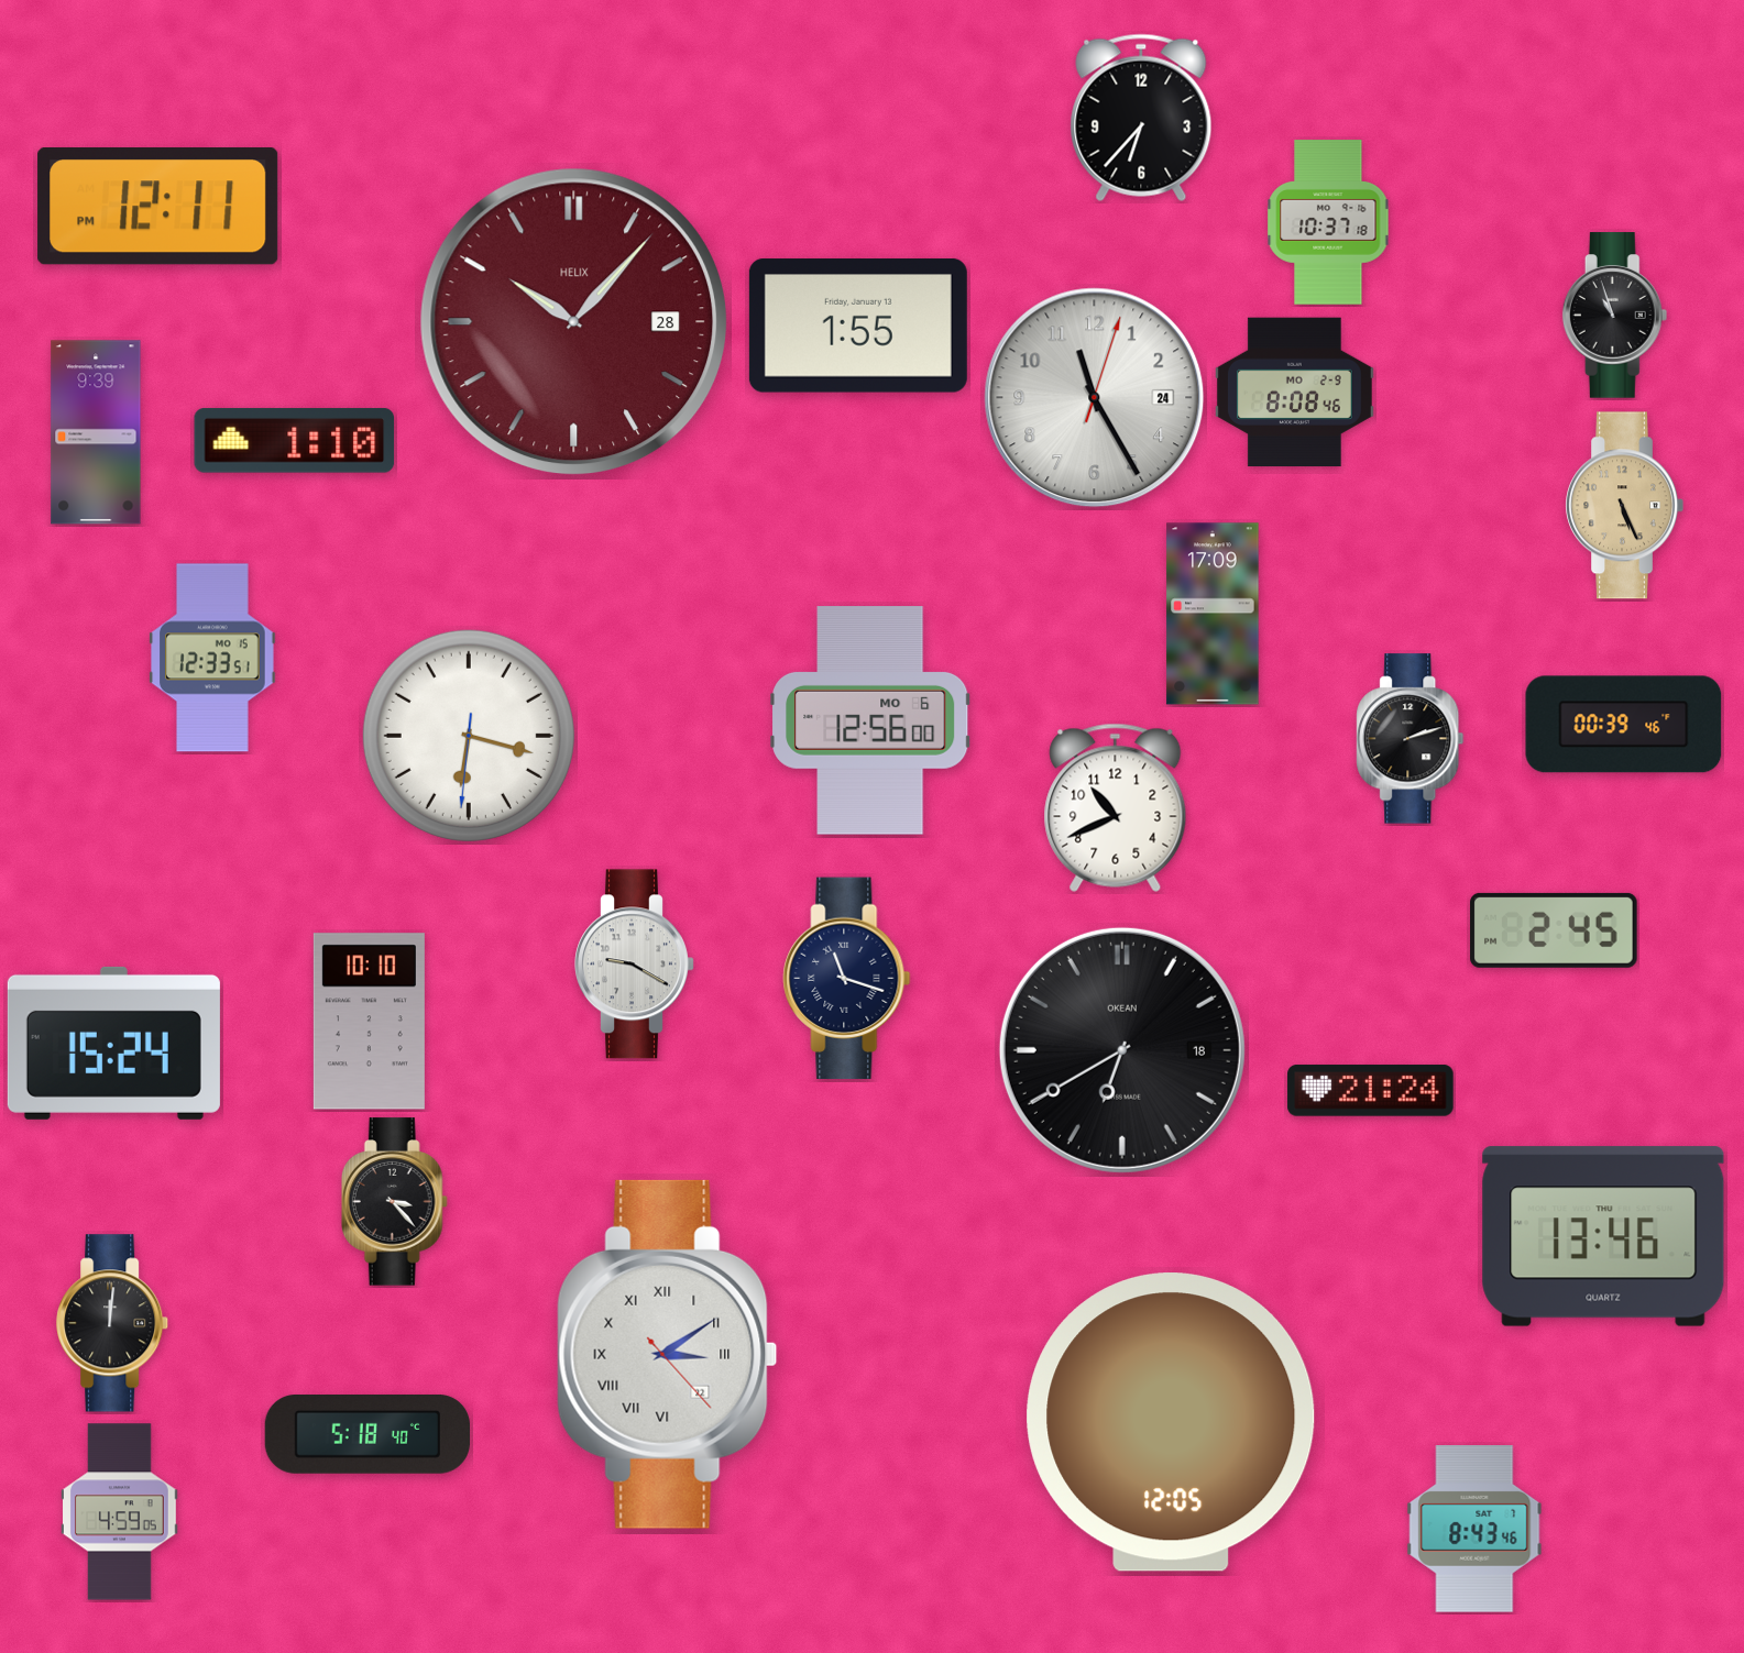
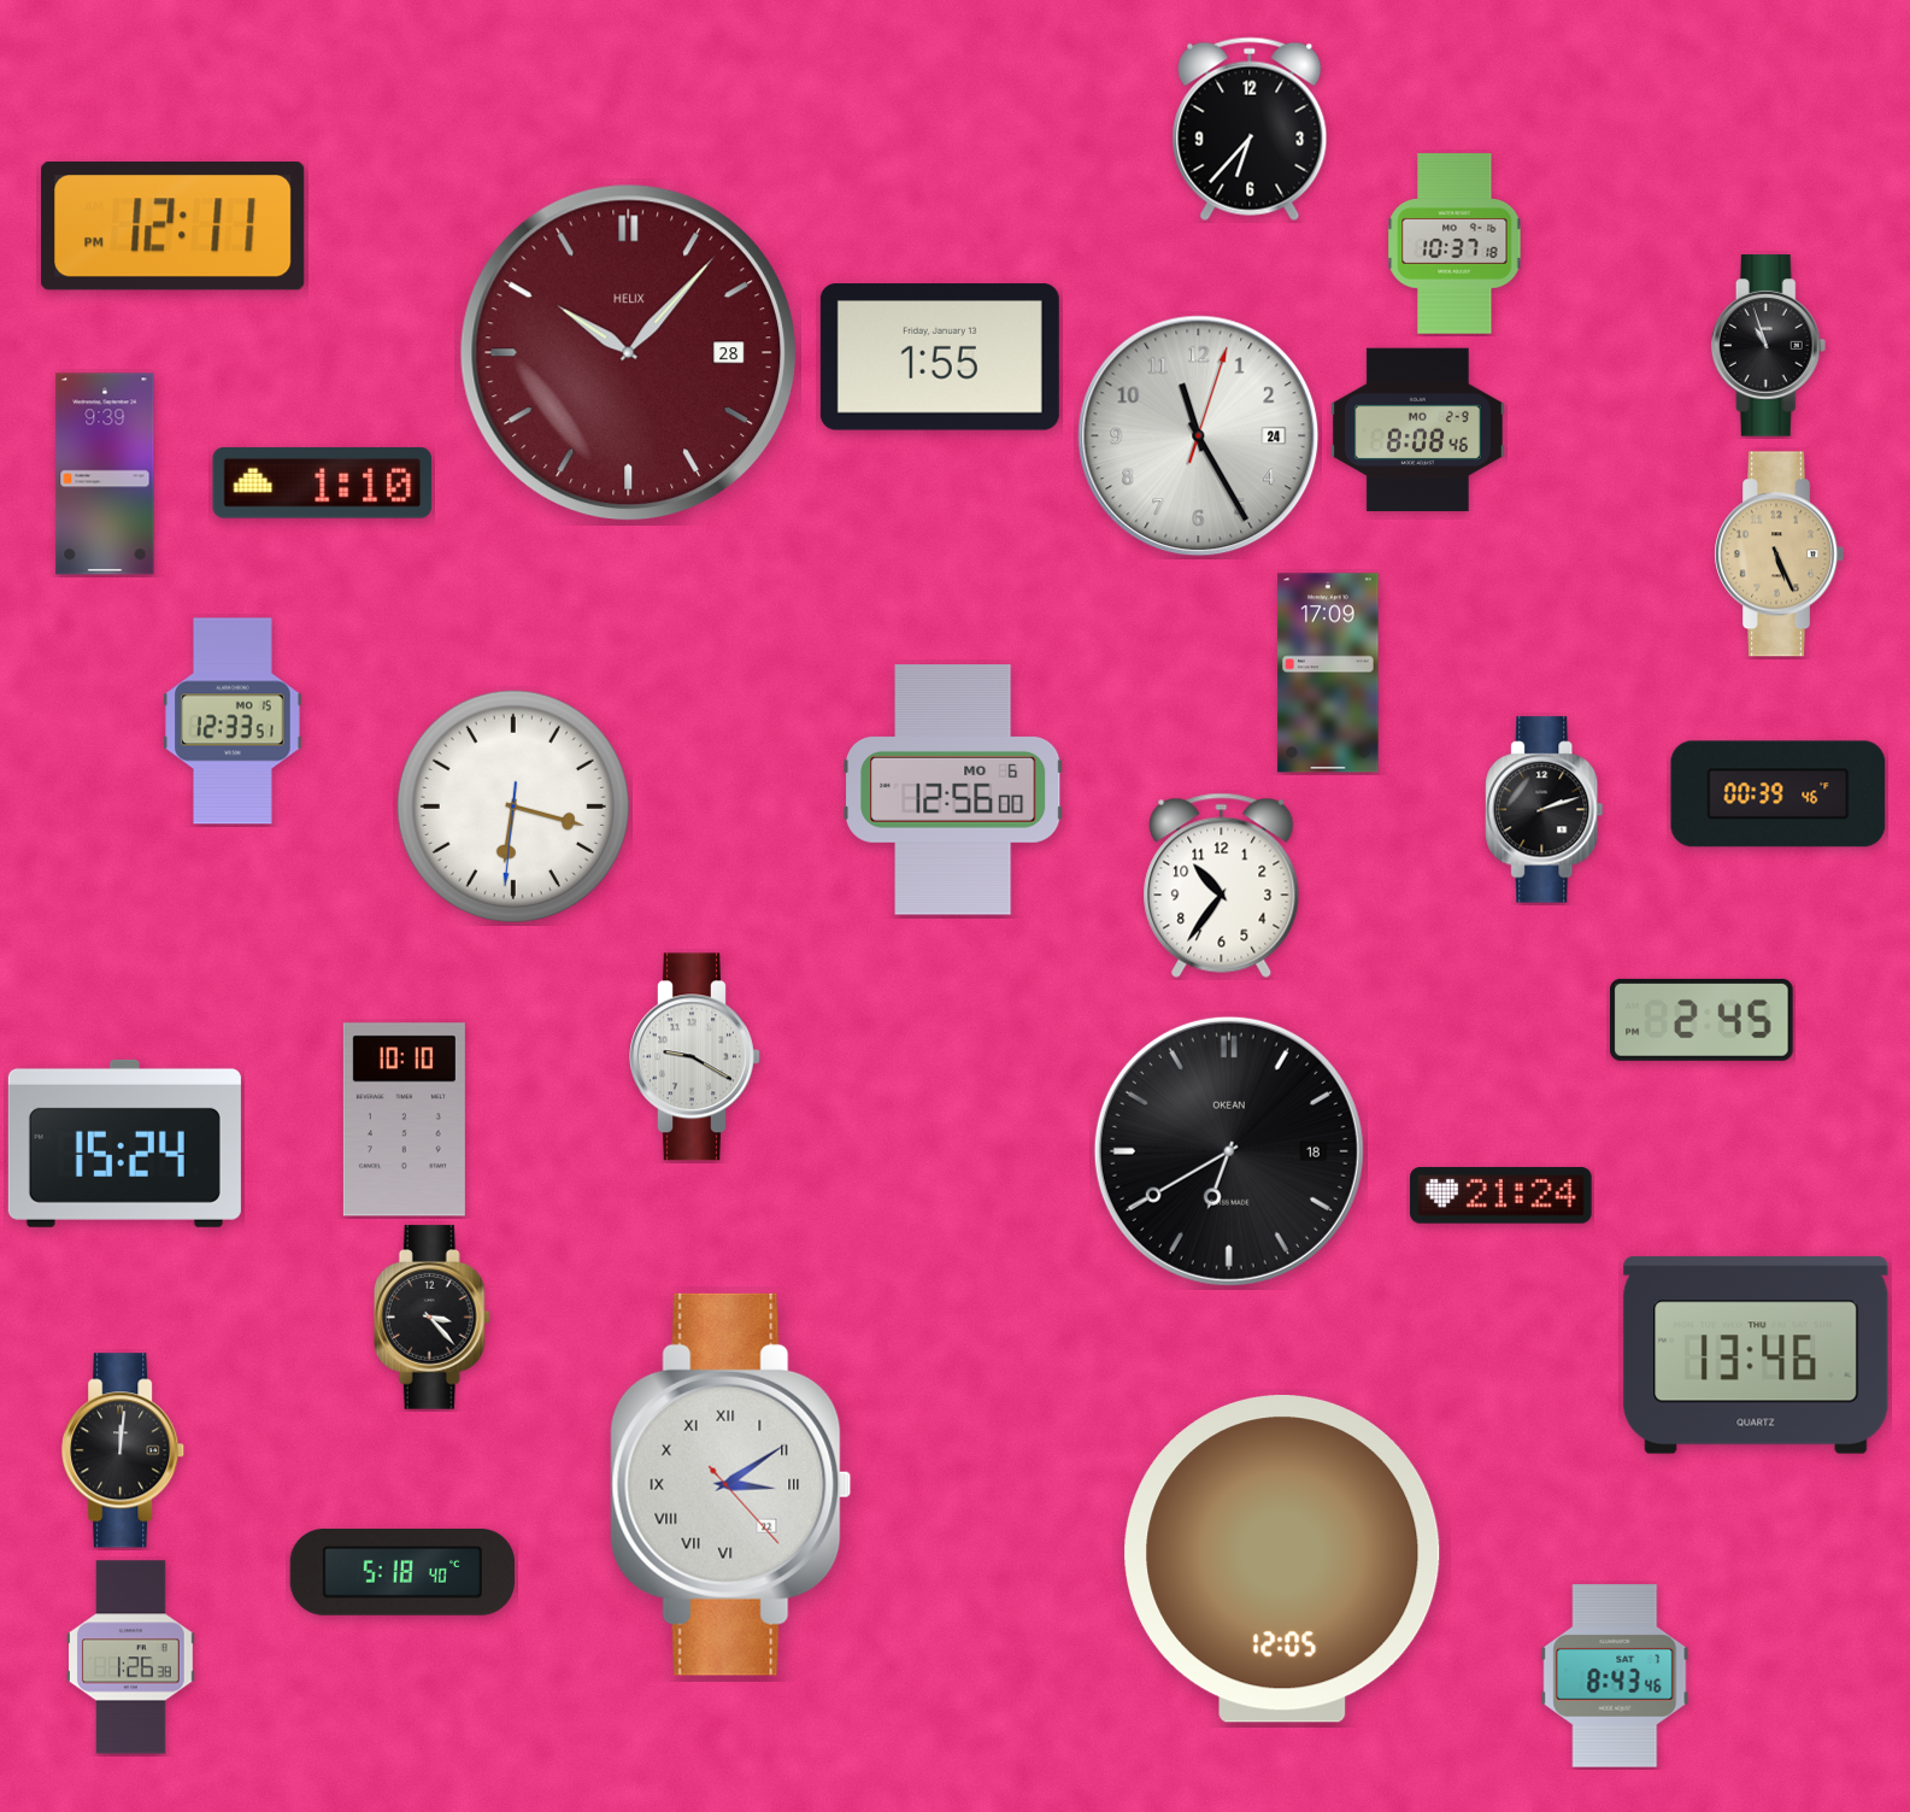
clock at (1116, 807): 10:41 -> 10:36
clock at (847, 979): 11:18 -> none
clock at (120, 1512): 4:59 -> 1:26
